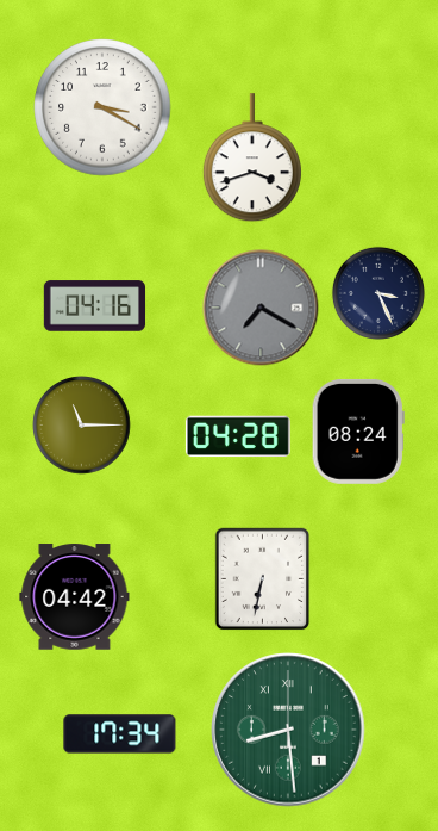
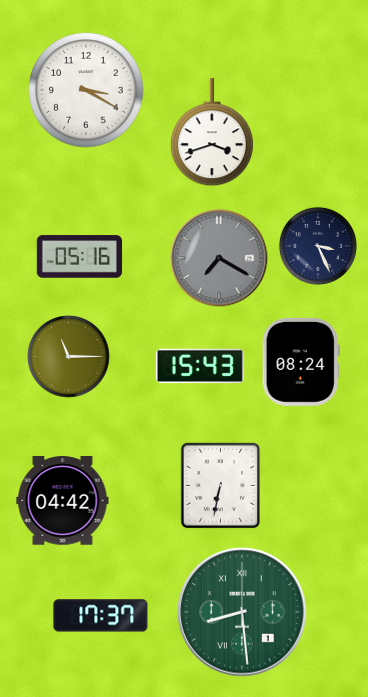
clock at (95, 306): 04:16 -> 05:16
clock at (238, 436): 04:28 -> 15:43
clock at (120, 734): 17:34 -> 17:37
